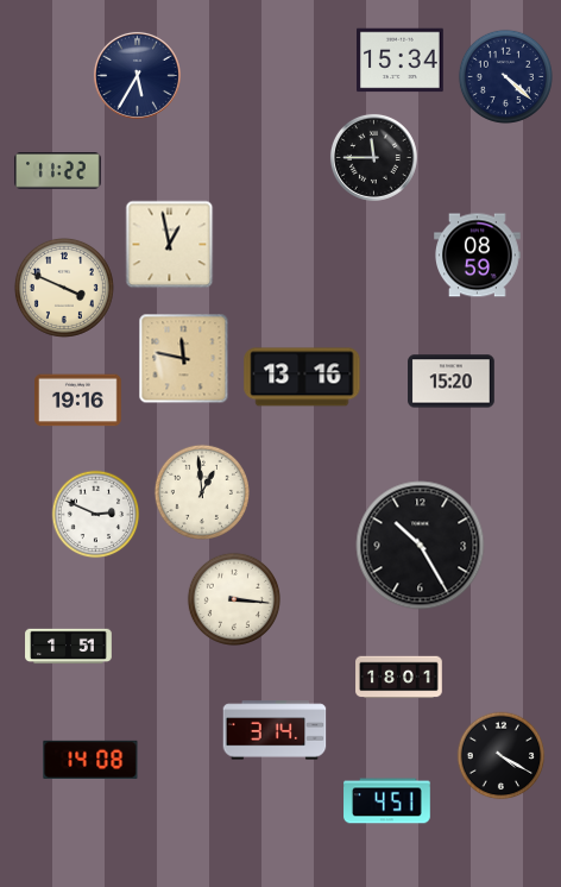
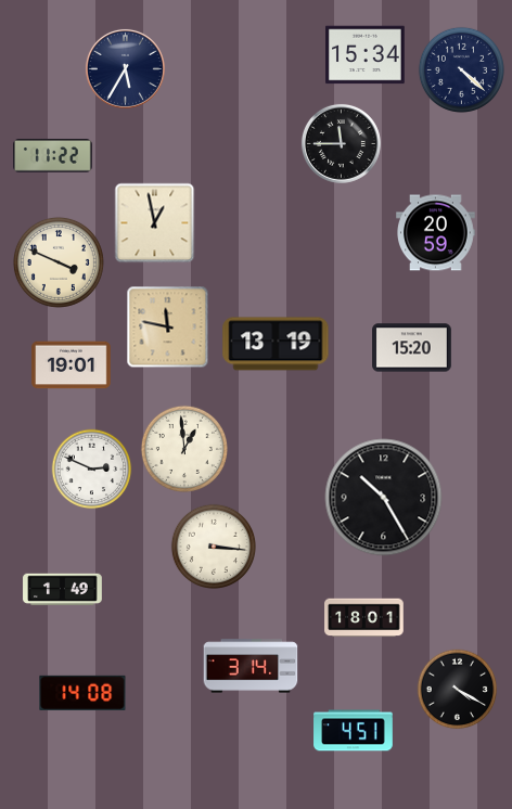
clock at (478, 256): 08:59 -> 20:59
clock at (302, 377): 13:16 -> 13:19
clock at (78, 401): 19:16 -> 19:01
clock at (96, 515) position: (96, 515) -> (92, 470)
clock at (69, 647): 1:51 -> 1:49
